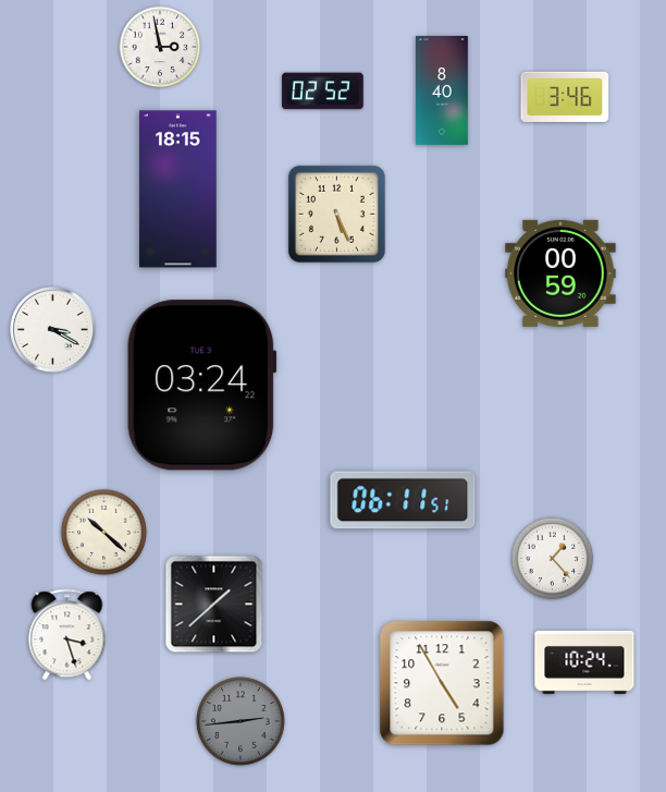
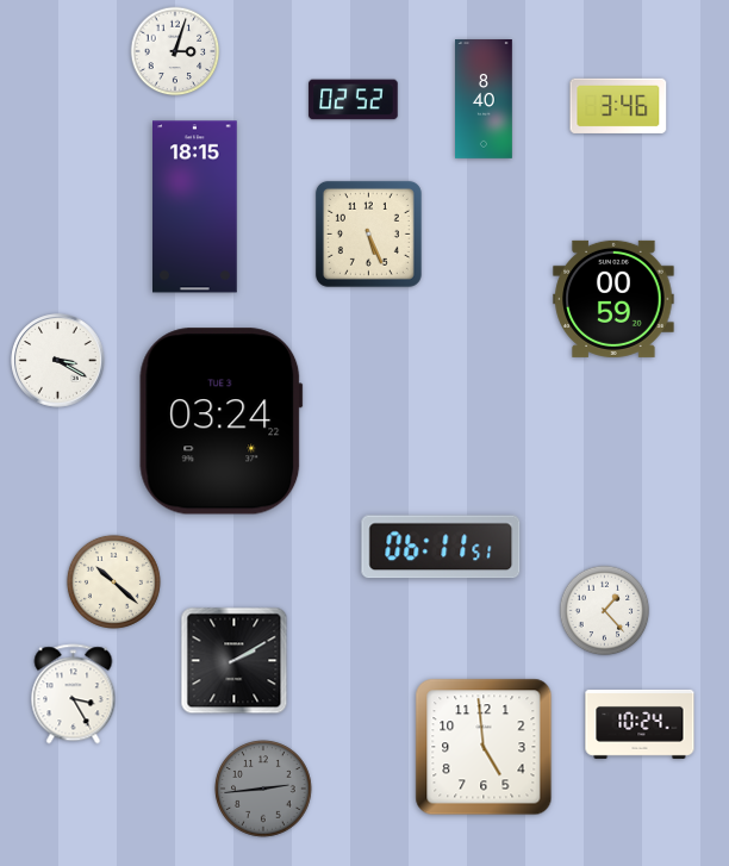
clock at (160, 47): 2:58 -> 3:03
clock at (214, 605): 1:38 -> 2:10
clock at (67, 635): 3:27 -> 3:25
clock at (442, 683): 4:55 -> 4:59
